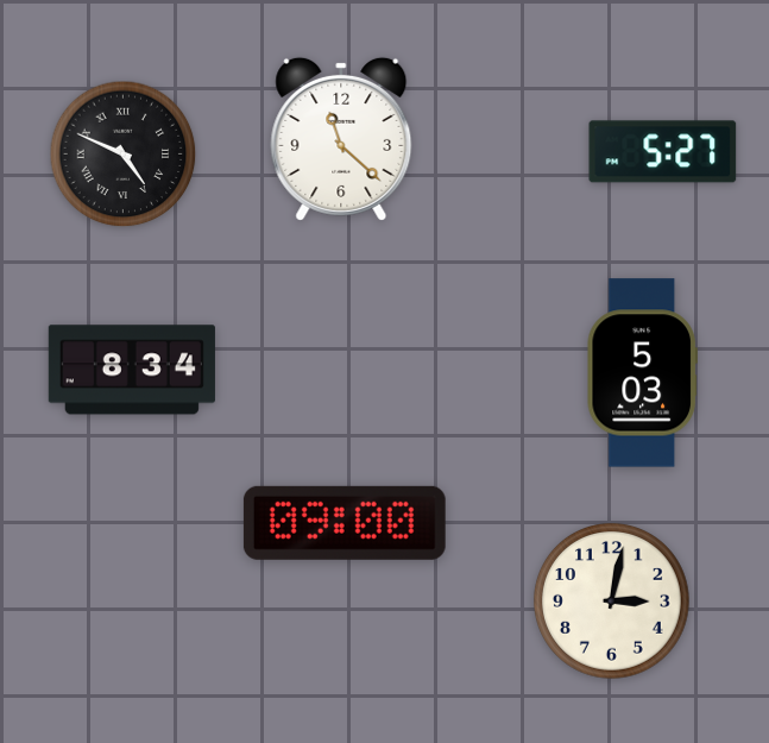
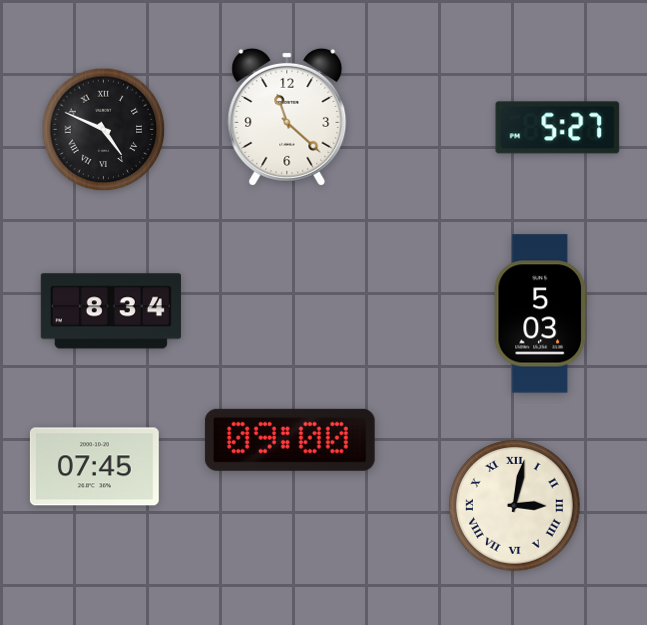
clock at (94, 467): none -> 07:45
clock at (612, 602) numerals: Arabic -> Roman
